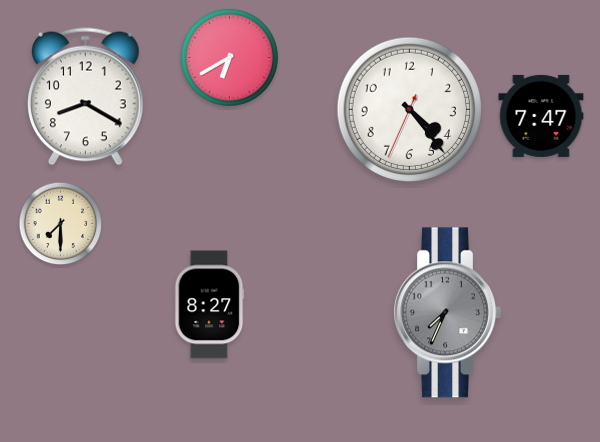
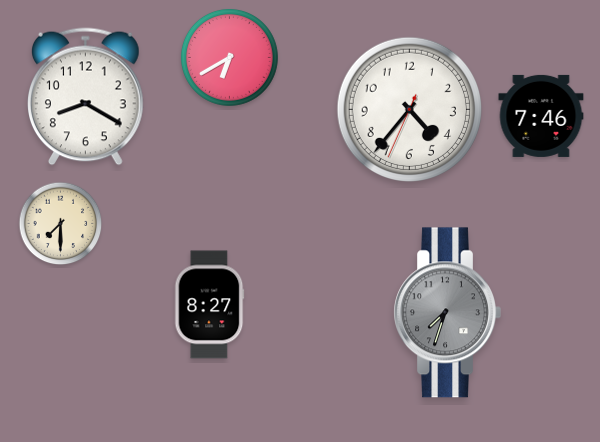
clock at (409, 109): 4:23 -> 4:36
clock at (541, 116): 7:47 -> 7:46
clock at (447, 313): 7:34 -> 7:33
